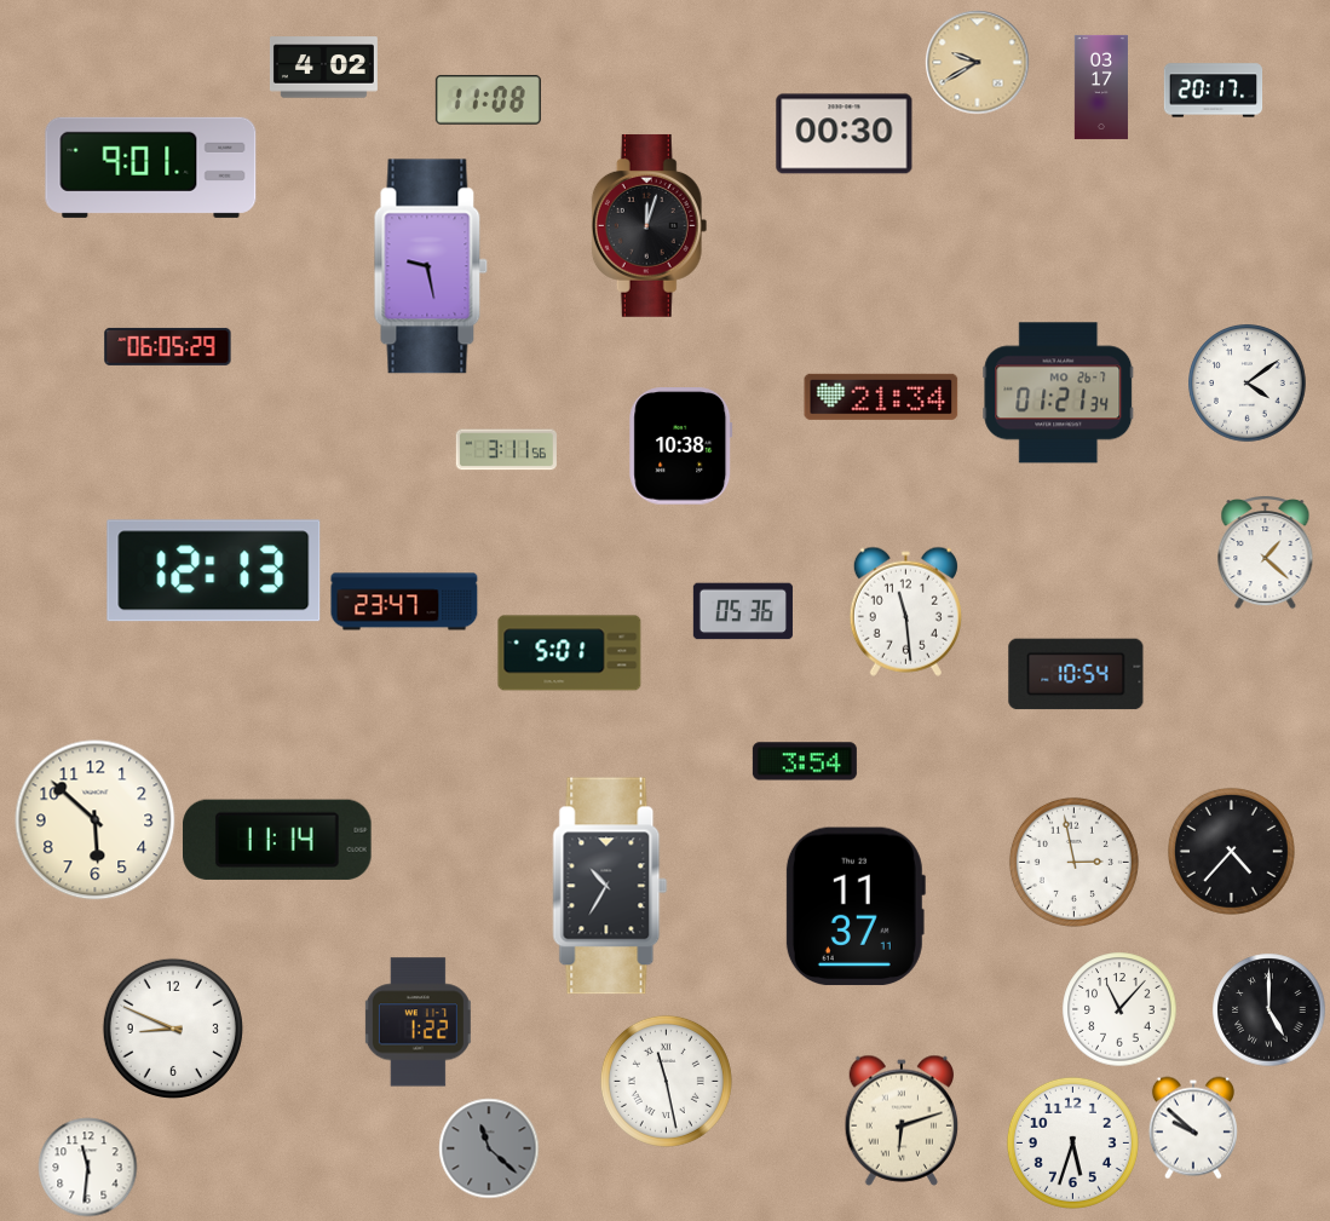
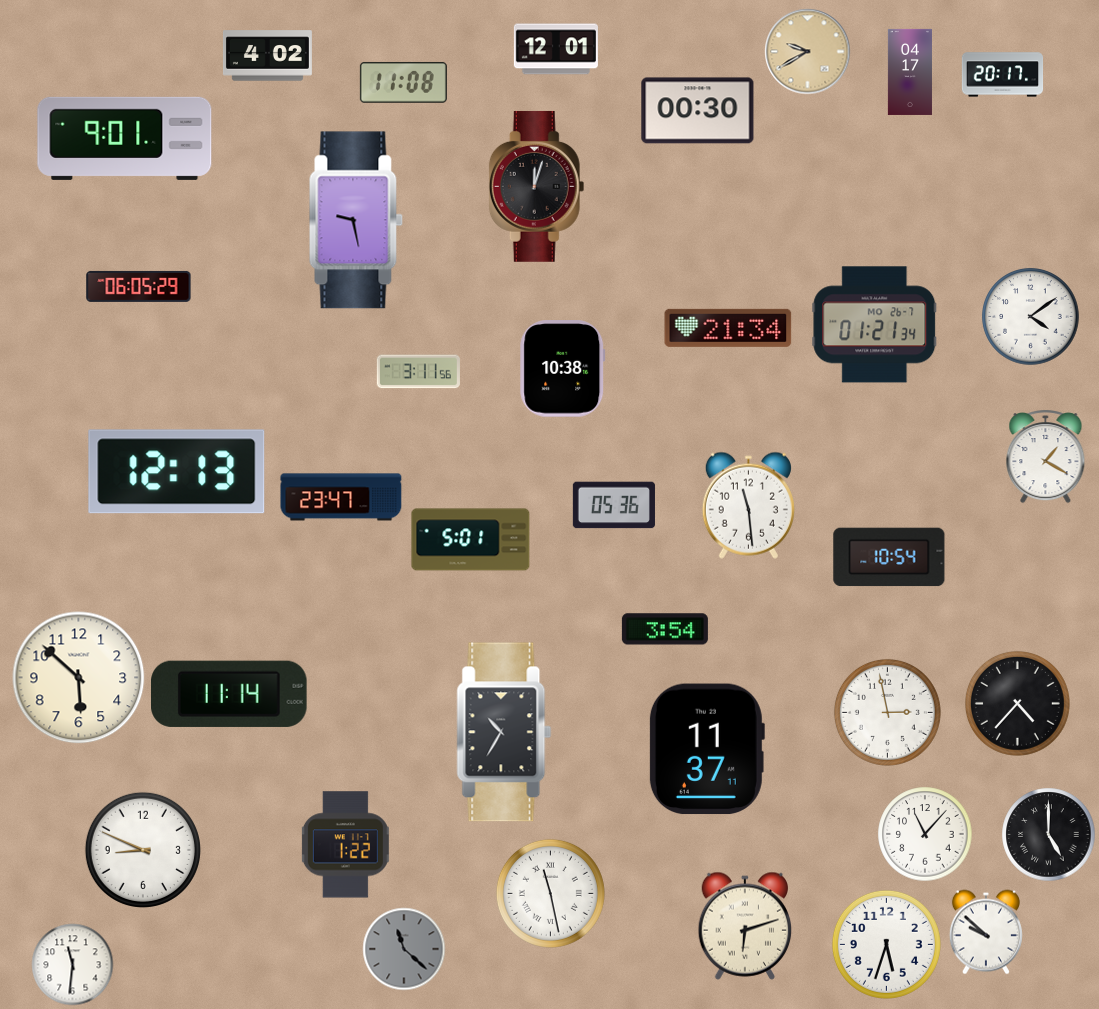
clock at (556, 49): none -> 12:01
clock at (1101, 87): 03:17 -> 04:17
clock at (1266, 553): 1:22 -> 1:20
clock at (404, 601) position: (404, 601) -> (341, 497)
